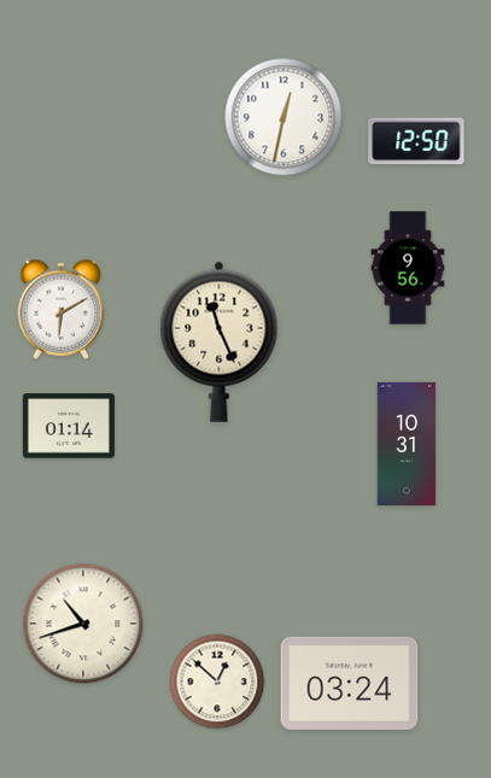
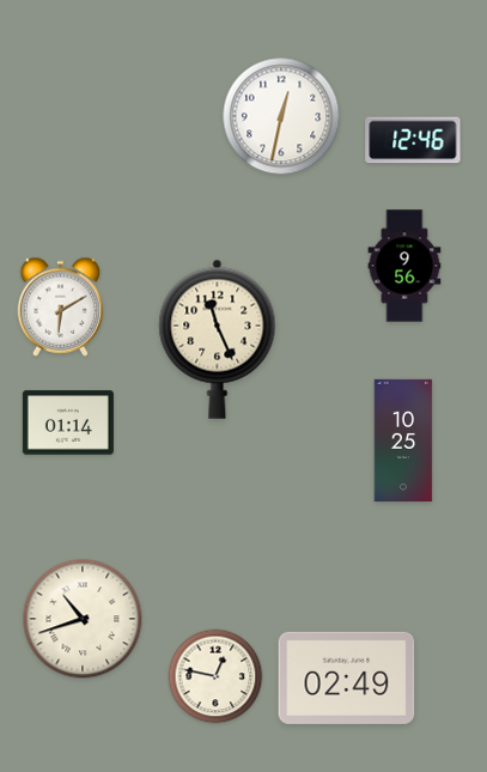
clock at (416, 141): 12:50 -> 12:46
clock at (407, 443): 10:31 -> 10:25
clock at (217, 682): 12:52 -> 12:47
clock at (350, 683): 03:24 -> 02:49
